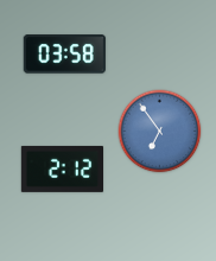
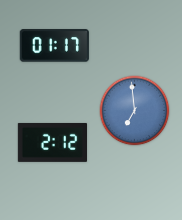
clock at (64, 55): 03:58 -> 01:17
clock at (160, 132): 6:54 -> 6:59
